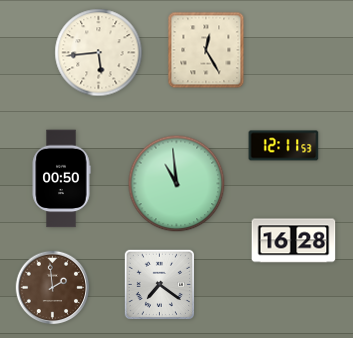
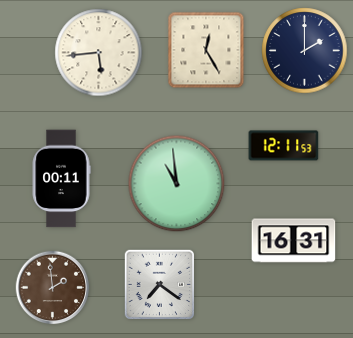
clock at (305, 51): none -> 2:00
clock at (61, 179): 00:50 -> 00:11
clock at (294, 241): 16:28 -> 16:31
